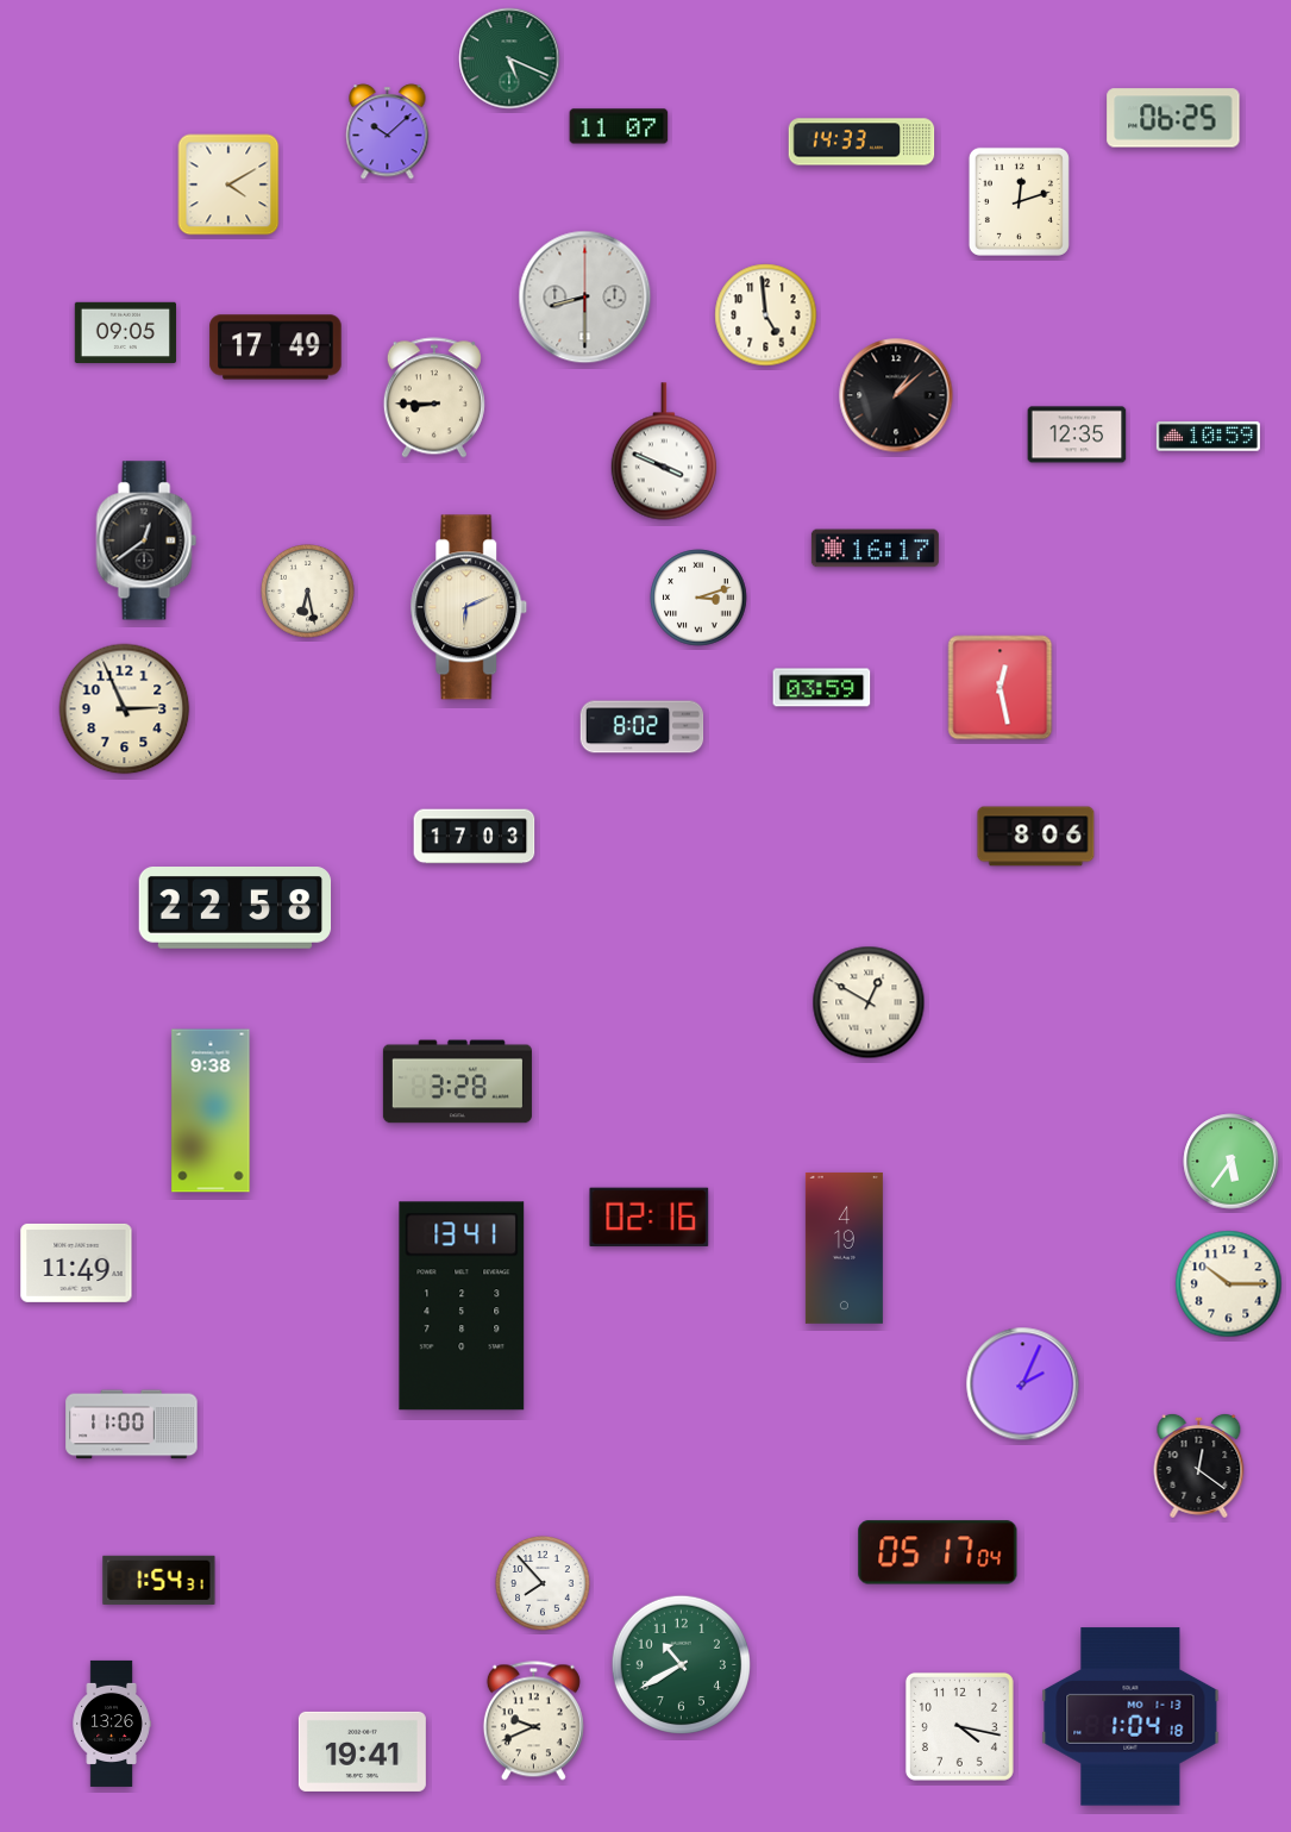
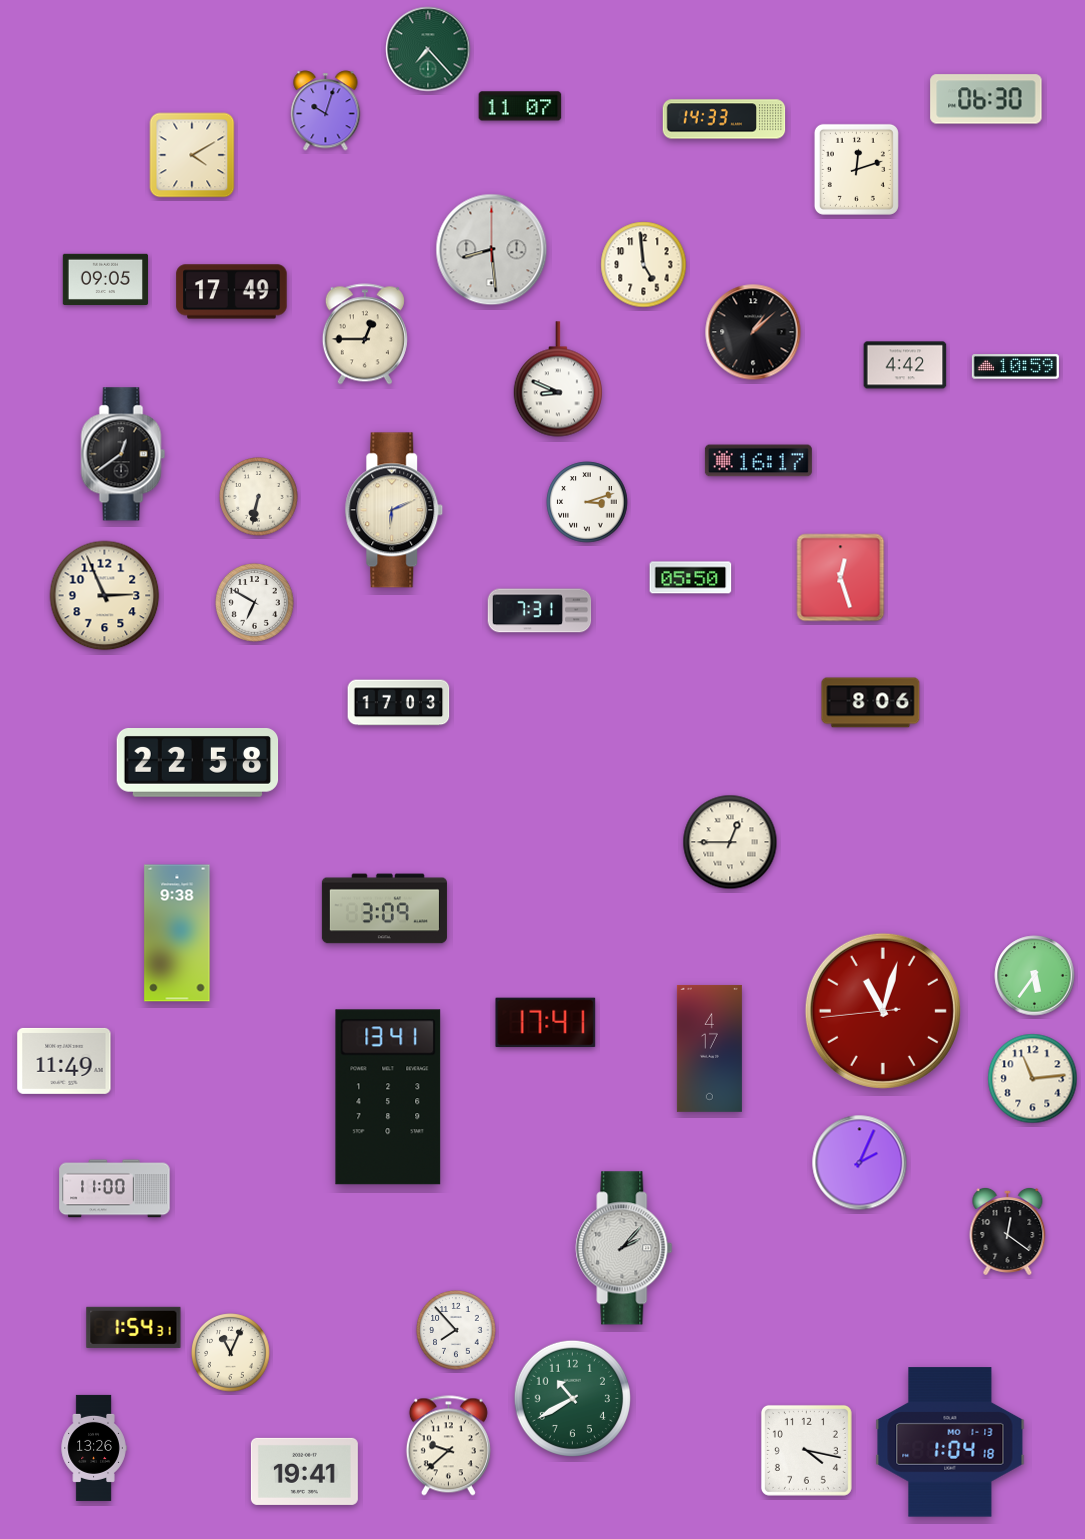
clock at (509, 58): 5:19 -> 7:23
clock at (1173, 118): 06:25 -> 06:30
clock at (388, 132): 10:08 -> 10:03
clock at (585, 298): 8:30 -> 8:29
clock at (434, 398): 8:45 -> 12:45
clock at (1077, 434): 12:35 -> 4:42
clock at (664, 451): 3:49 -> 8:49
clock at (875, 549) position: (875, 549) -> (758, 461)
clock at (308, 592): 6:28 -> 6:32
clock at (822, 688): 03:59 -> 05:50
clock at (1001, 688): 12:28 -> 12:27
clock at (255, 603): none -> 6:50
clock at (643, 727): 8:02 -> 7:31
clock at (869, 1002): 12:50 -> 12:45
clock at (457, 1082): 3:28 -> 3:09
clock at (883, 1011): none -> 11:02
clock at (650, 1218): 02:16 -> 17:41
clock at (844, 1248): 4:19 -> 4:17
clock at (1229, 1284): 10:15 -> 11:14
clock at (132, 1425) position: (132, 1425) -> (115, 1189)
clock at (624, 1248): none -> 2:07
clock at (938, 1552): 05:17 -> none
clock at (231, 1353): none -> 11:04
clock at (533, 1721): 9:41 -> 9:38
